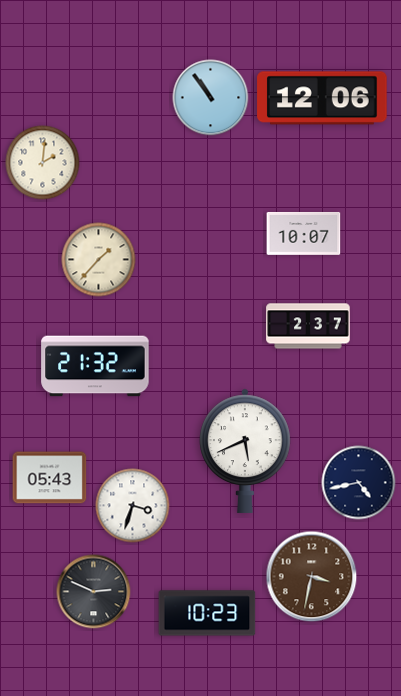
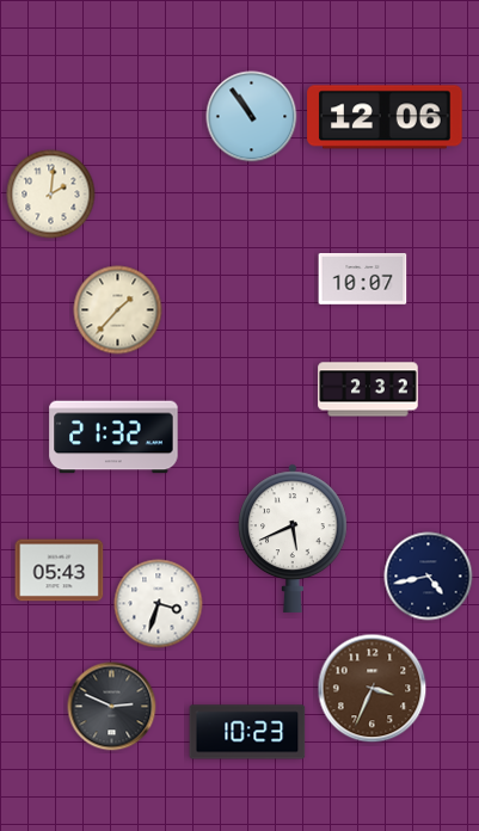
clock at (308, 326): 2:37 -> 2:32
clock at (312, 577): 3:32 -> 3:34
